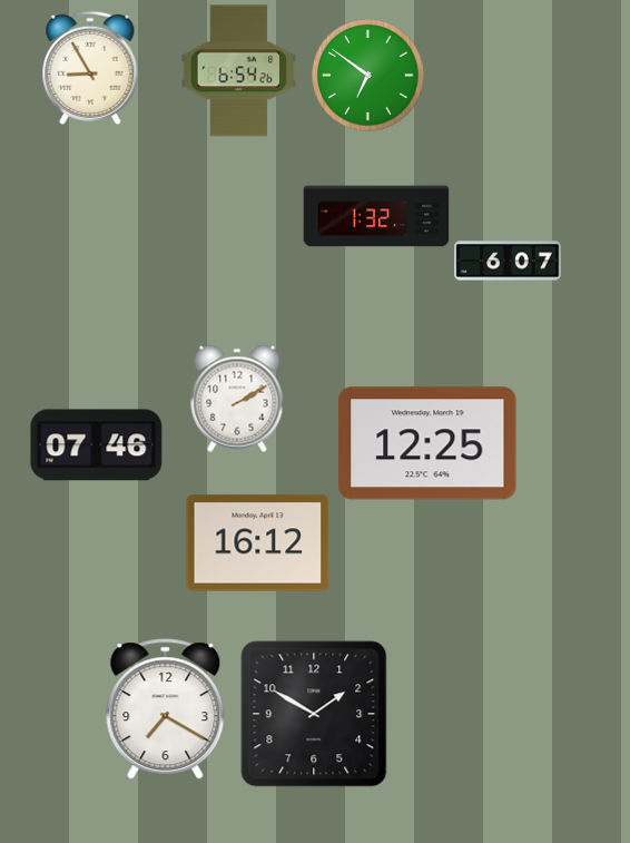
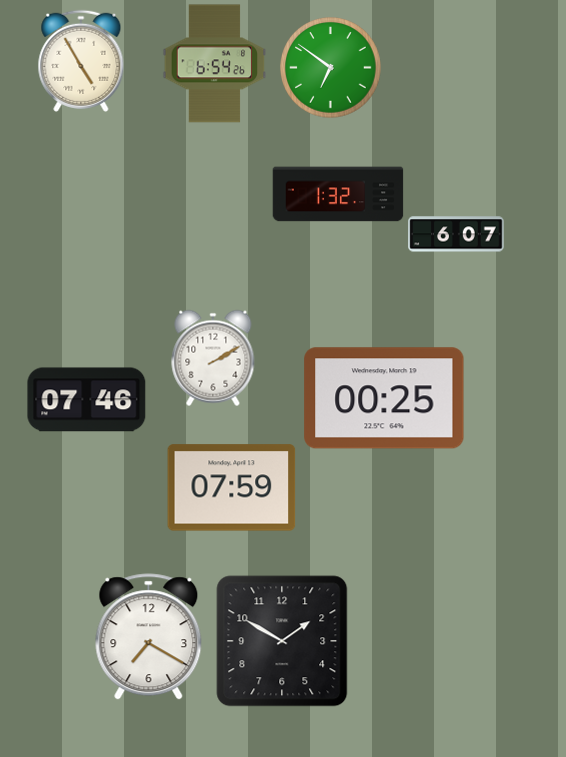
clock at (90, 68): 8:55 -> 4:55
clock at (427, 443): 12:25 -> 00:25
clock at (258, 543): 16:12 -> 07:59
